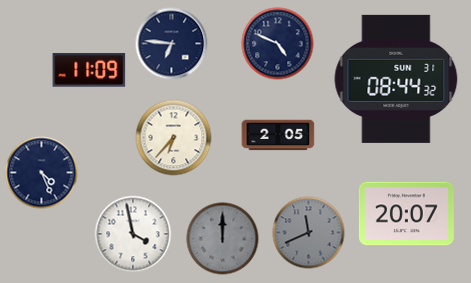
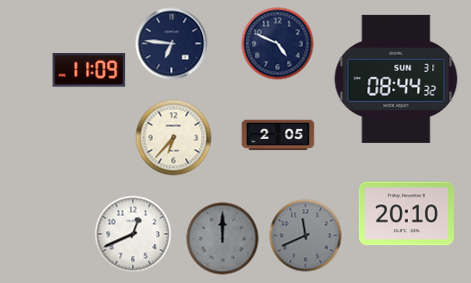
clock at (42, 173): 4:26 -> none
clock at (406, 214): 20:07 -> 20:10
clock at (309, 233) position: (309, 233) -> (306, 236)
clock at (133, 234): 3:58 -> 12:41
